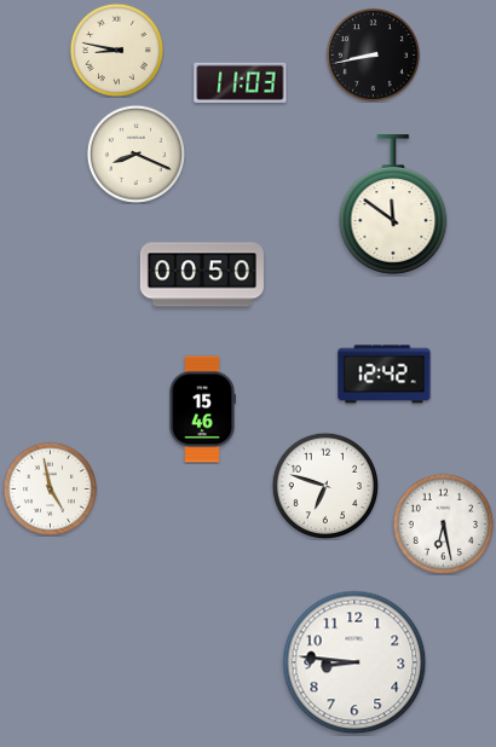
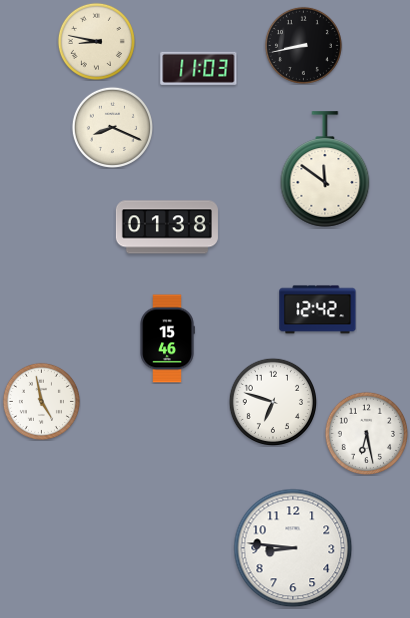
clock at (373, 54) position: (373, 54) -> (303, 45)
clock at (202, 274): 00:50 -> 01:38
clock at (324, 485) position: (324, 485) -> (272, 401)
clock at (50, 488) position: (50, 488) -> (41, 401)
